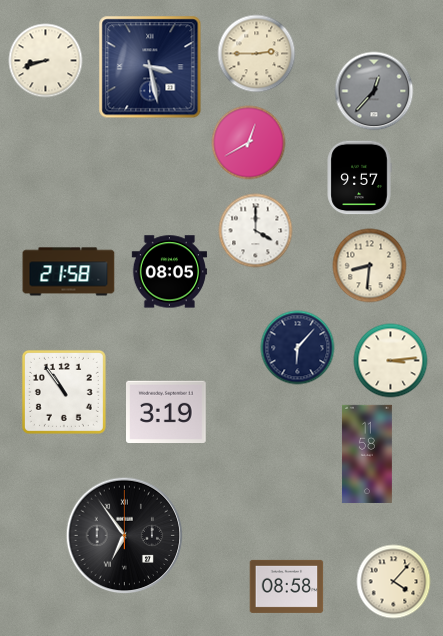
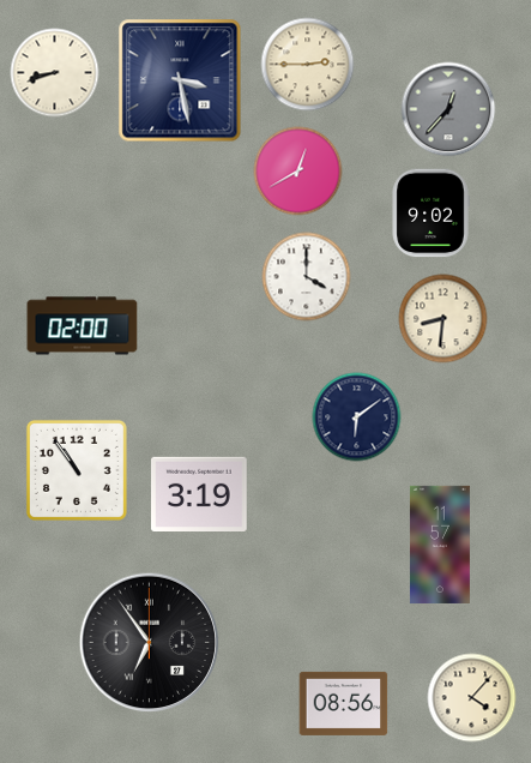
clock at (359, 178): 9:57 -> 9:02
clock at (69, 272): 21:58 -> 02:00
clock at (170, 272): 08:05 -> none
clock at (298, 348): 6:07 -> 6:09
clock at (391, 361): 3:14 -> none
clock at (367, 454): 11:58 -> 11:57
clock at (287, 586): 08:58 -> 08:56
